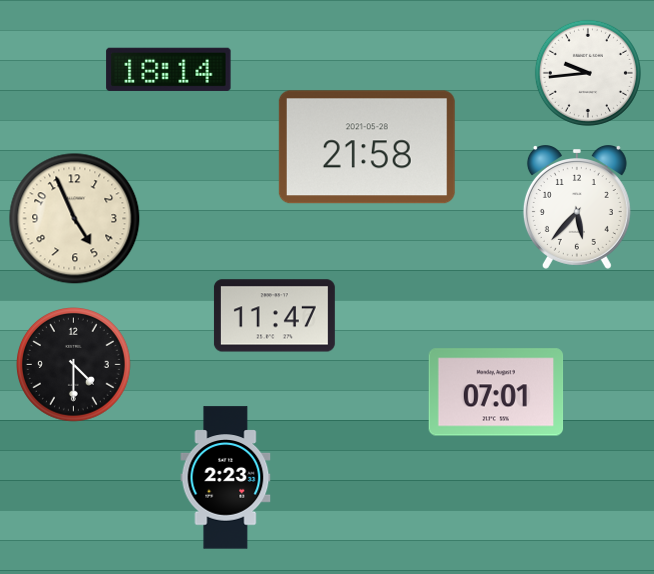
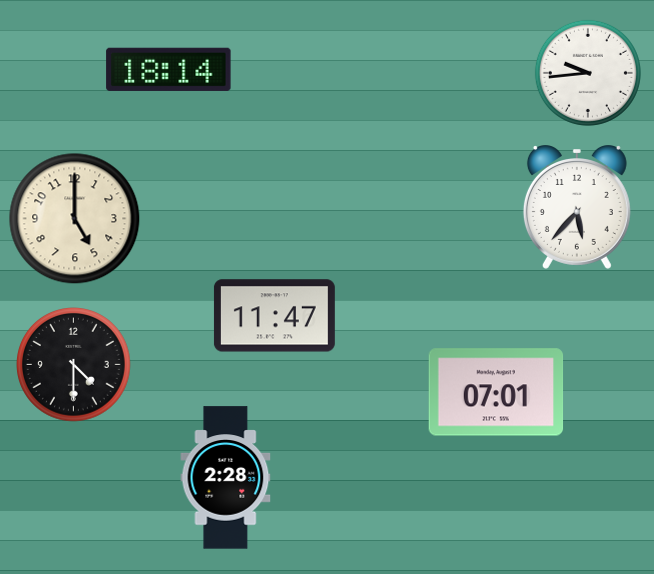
clock at (367, 147): 21:58 -> none
clock at (75, 219): 4:56 -> 5:00
clock at (226, 478): 2:23 -> 2:28
